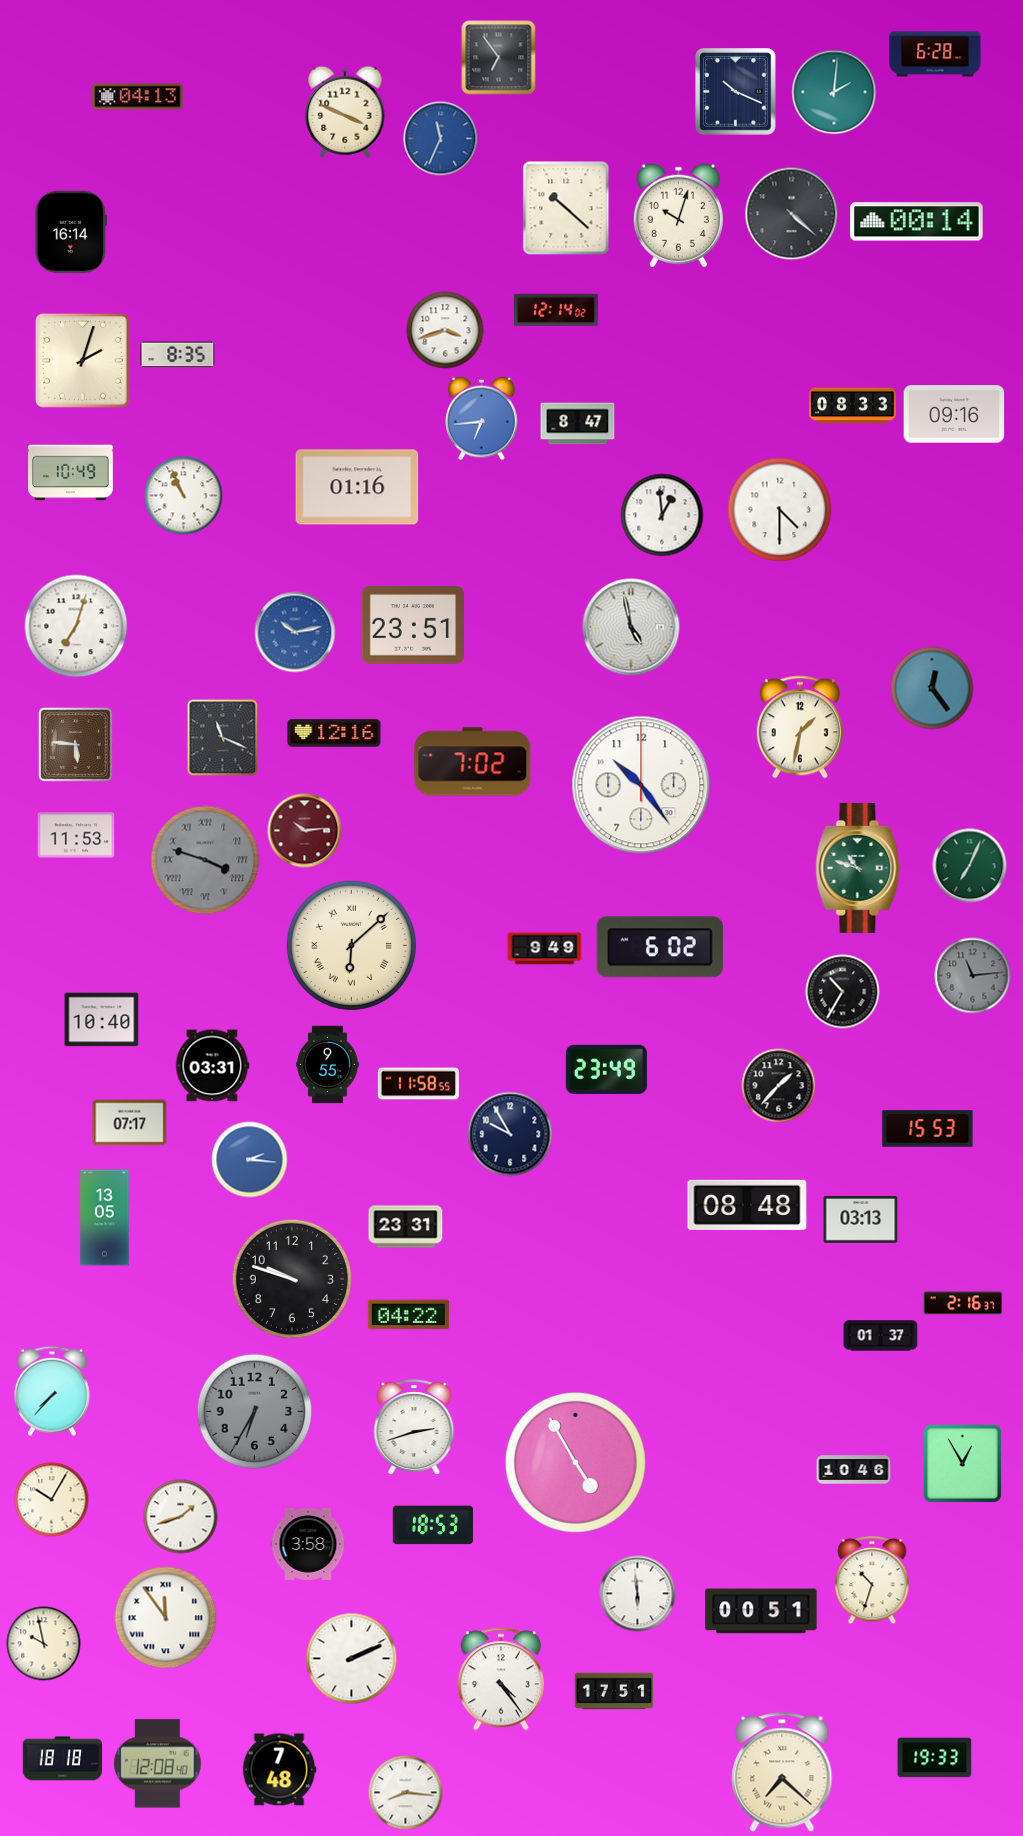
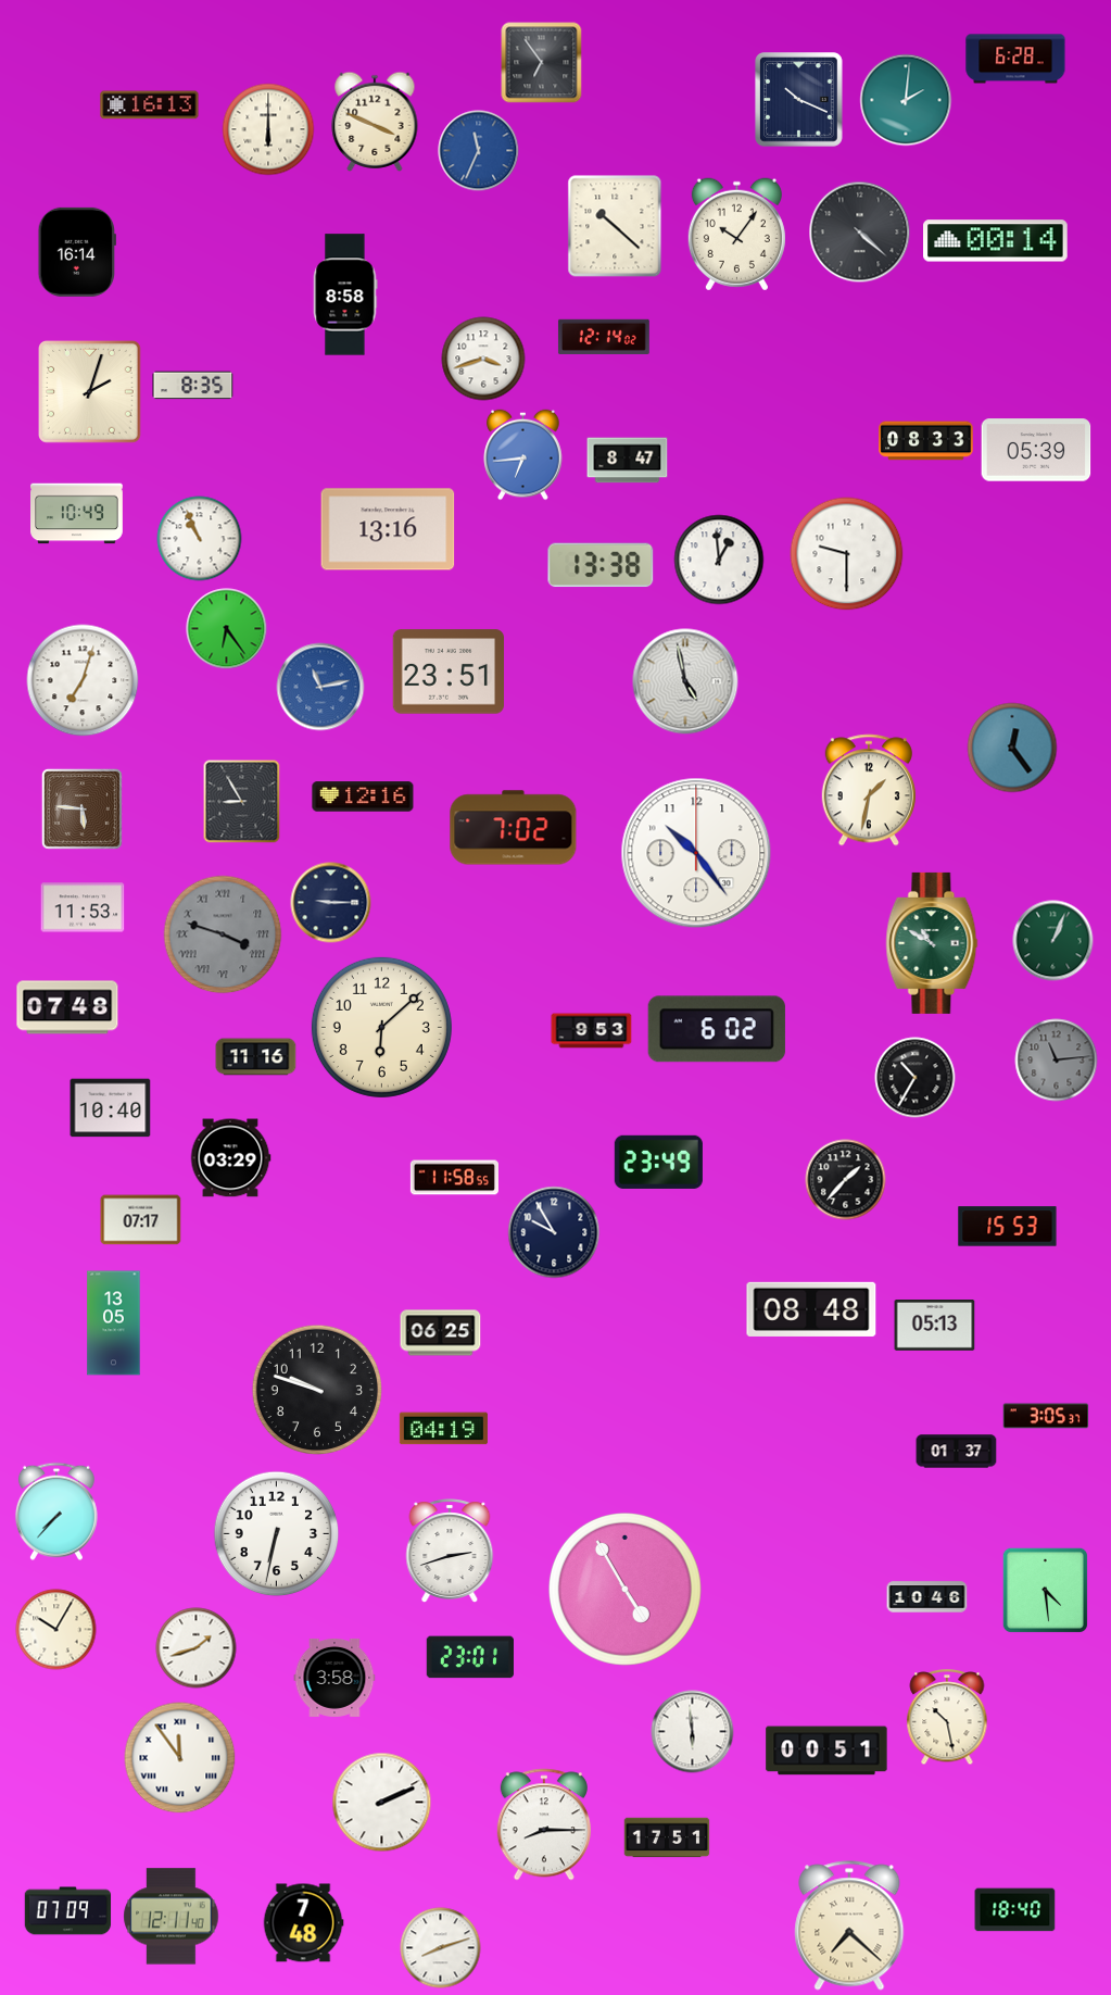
clock at (138, 97): 04:13 -> 16:13
clock at (268, 129): none -> 6:00
clock at (678, 216): 10:03 -> 10:06
clock at (345, 294): none -> 8:58
clock at (954, 414): 09:16 -> 05:39
clock at (357, 487): 01:16 -> 13:16
clock at (780, 510): 4:30 -> 9:30
clock at (601, 565): none -> 13:38
clock at (227, 629): none -> 6:24
clock at (413, 625) position: (413, 625) -> (449, 672)
clock at (295, 632): 10:13 -> 11:13
clock at (223, 738): 11:19 -> 8:55
clock at (305, 831): 10:14 -> 9:15
clock at (305, 831) dial: burgundy -> navy
clock at (970, 866): 7:04 -> 1:04
clock at (858, 868): 10:48 -> 10:50
clock at (67, 1007): none -> 07:48
clock at (351, 945) numerals: Roman -> Arabic
clock at (545, 949): 9:49 -> 9:53
clock at (256, 1057): none -> 11:16
clock at (328, 1065): 9:55 -> none
clock at (212, 1066): 03:31 -> 03:29
clock at (250, 1160): 2:16 -> none
clock at (861, 1220): 03:13 -> 05:13
clock at (406, 1227): 23:31 -> 06:25
clock at (963, 1303): 2:16 -> 3:05
clock at (408, 1315): 04:22 -> 04:19
clock at (255, 1412): 6:35 -> 6:32
clock at (255, 1412) dial: grey -> white
clock at (962, 1463): 12:55 -> 4:29
clock at (433, 1525): 18:53 -> 23:01
clock at (872, 1581): 10:33 -> 10:28
clock at (44, 1644): 9:58 -> none
clock at (501, 1679): 4:24 -> 8:15
clock at (935, 1758): 19:33 -> 18:40
clock at (63, 1759): 18:18 -> 07:09
clock at (158, 1764): 12:08 -> 12:11
clock at (406, 1793): 8:16 -> 8:12
